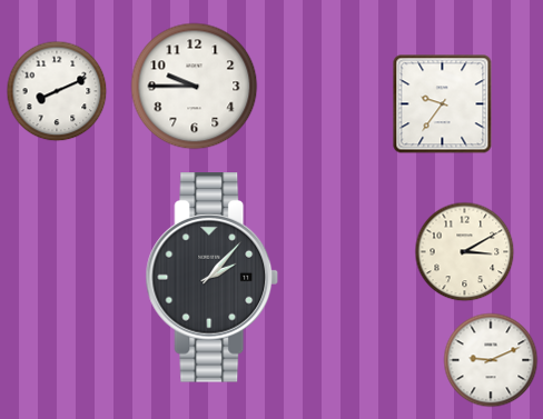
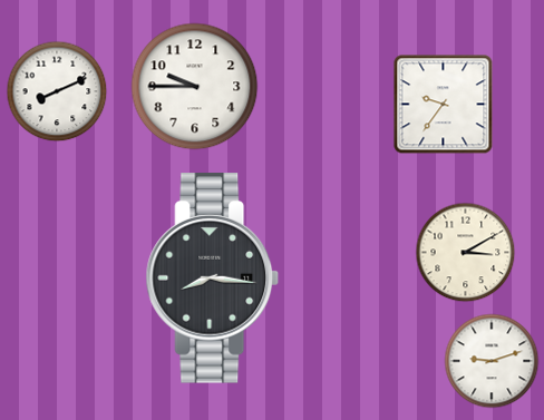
clock at (213, 278): 2:07 -> 8:16
clock at (491, 360): 9:11 -> 9:12
